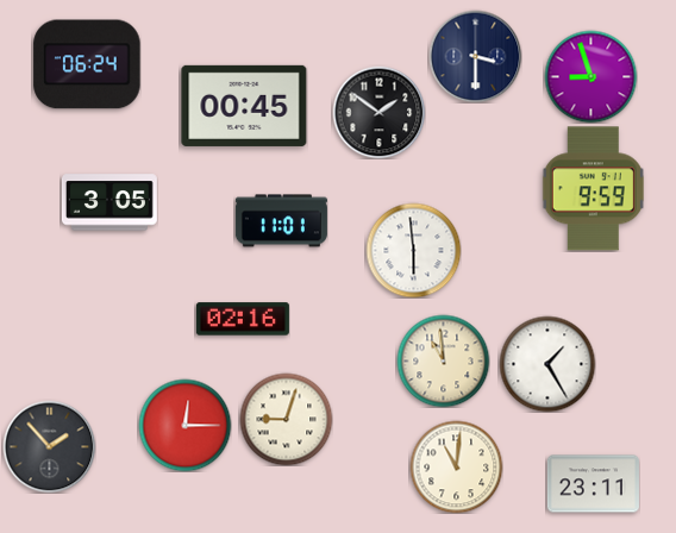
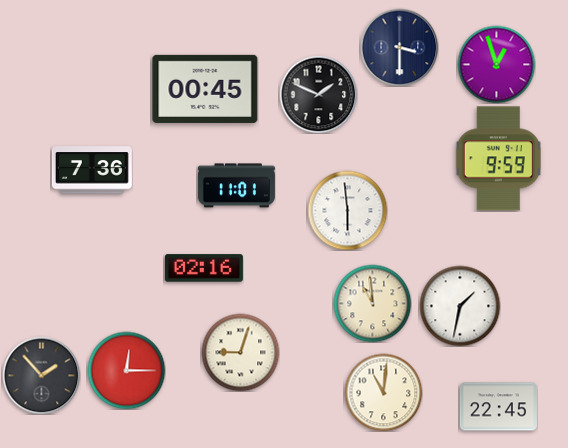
clock at (87, 64): 06:24 -> none
clock at (590, 76): 8:57 -> 12:57
clock at (378, 112): 1:51 -> 1:49
clock at (109, 202): 3:05 -> 7:36
clock at (547, 364): 1:25 -> 1:32
clock at (184, 425) position: (184, 425) -> (126, 370)
clock at (593, 484): 23:11 -> 22:45
